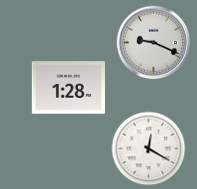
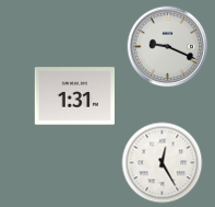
clock at (68, 88): 1:28 -> 1:31
clock at (149, 149): 12:20 -> 12:25
